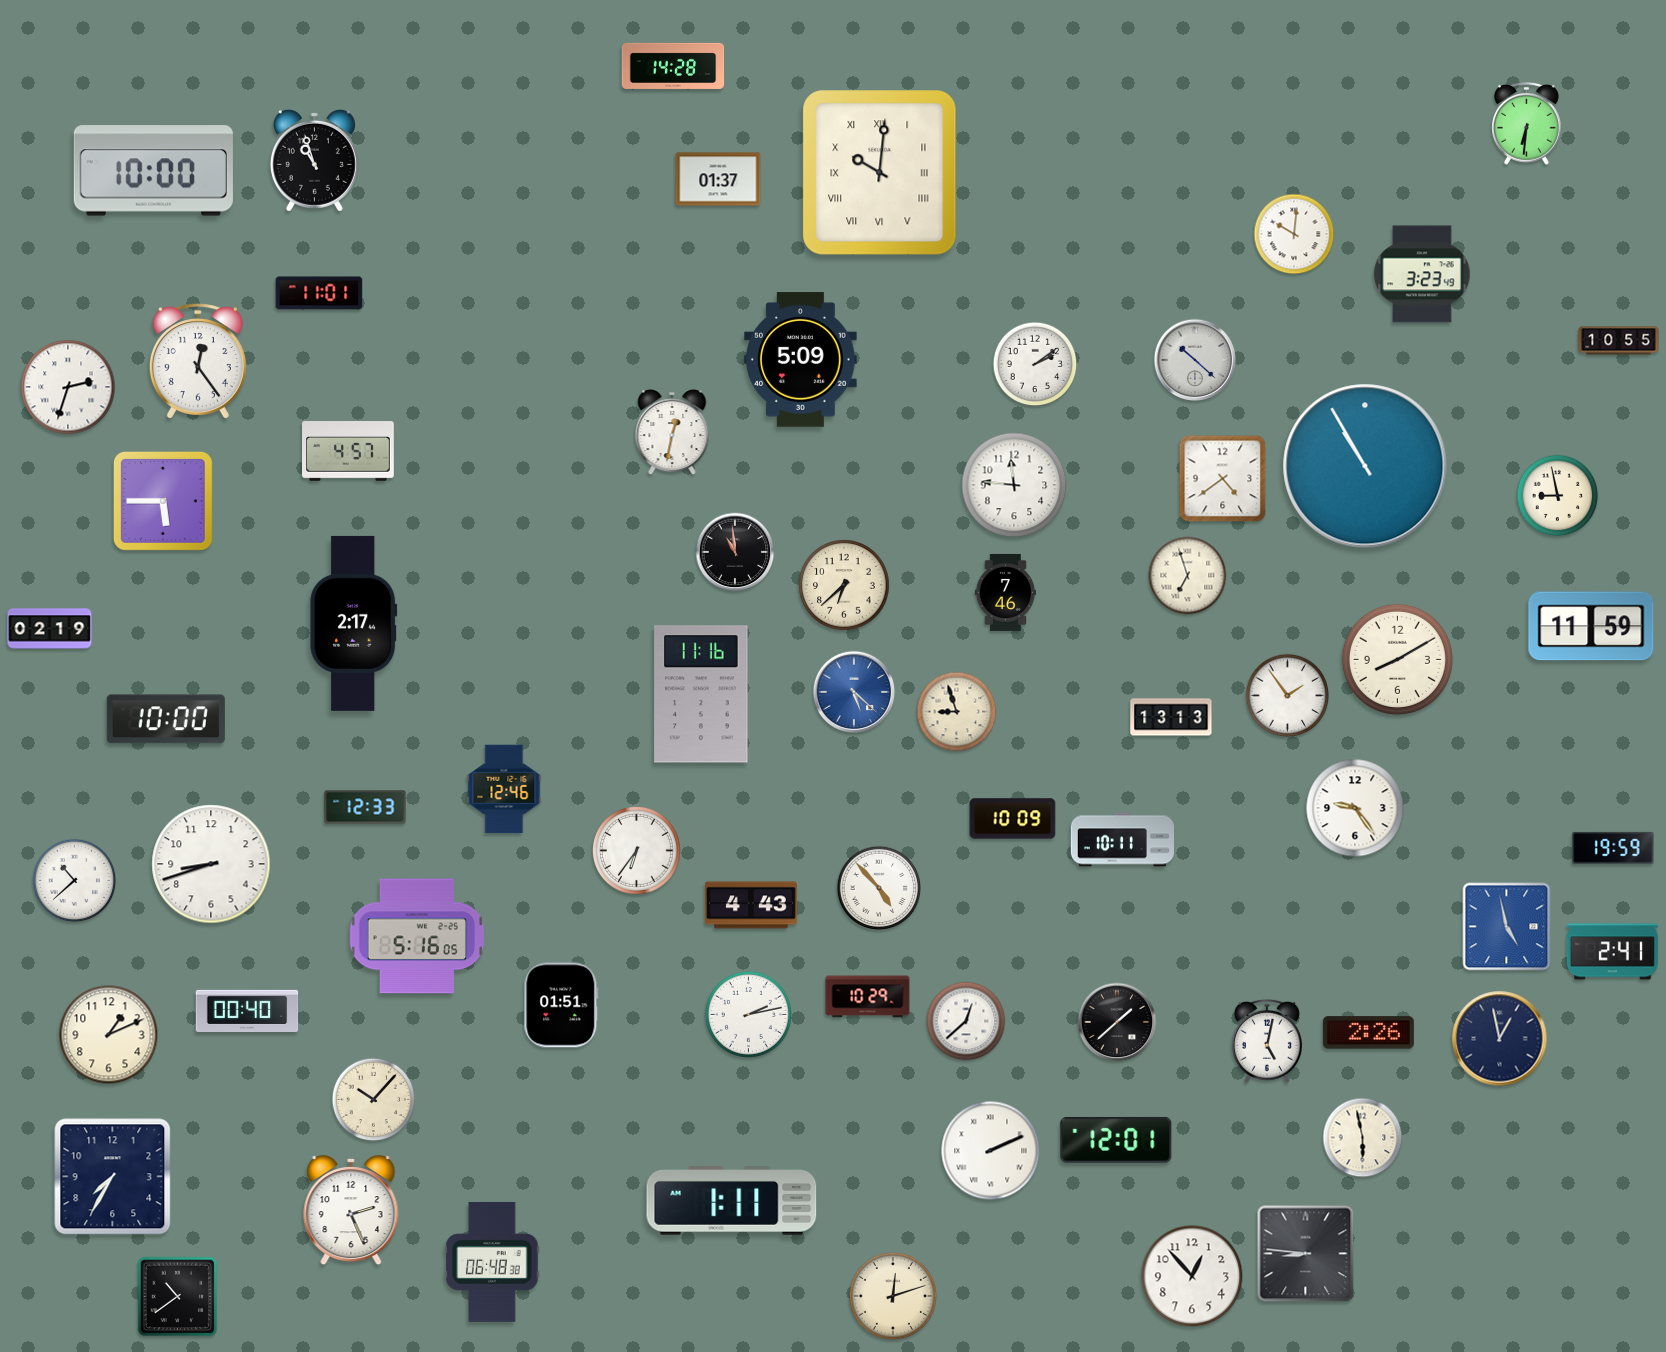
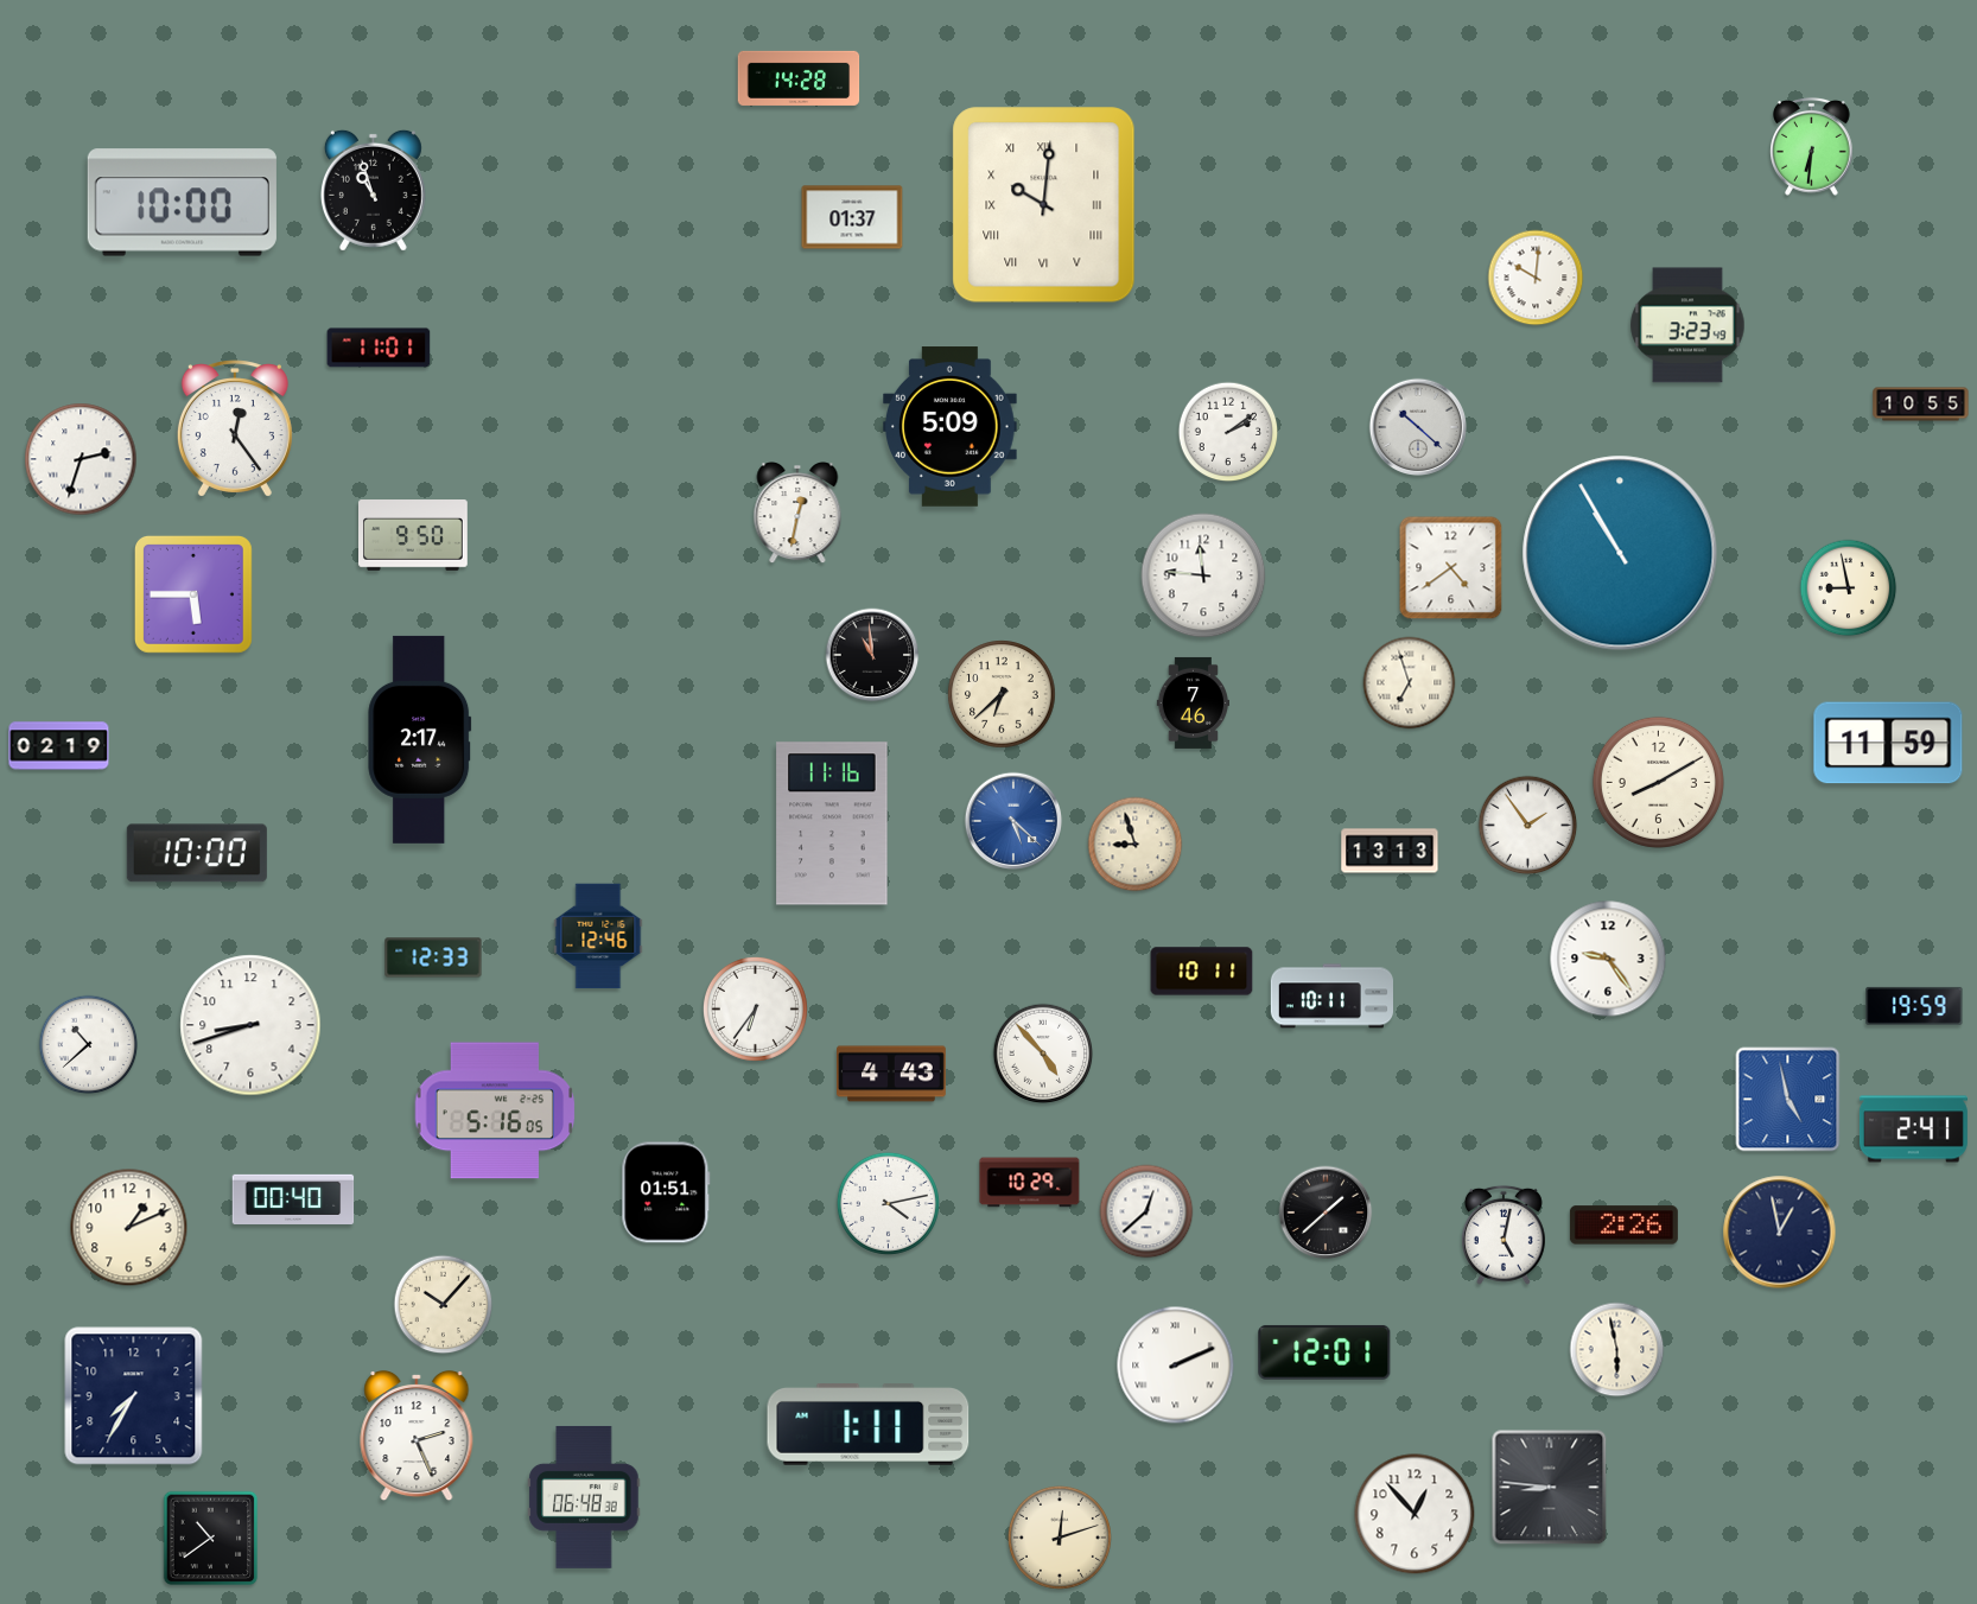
clock at (718, 179) position: (718, 179) -> (852, 217)
clock at (349, 452): 4:57 -> 9:50
clock at (1013, 819): 10:09 -> 10:11
clock at (748, 1014): 2:13 -> 4:13
